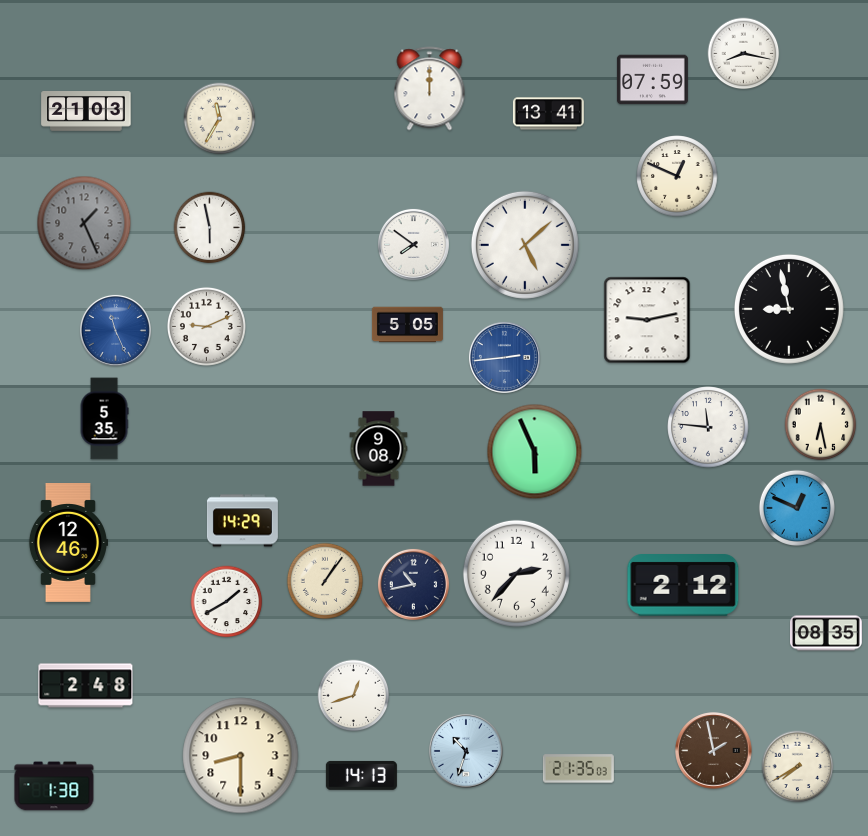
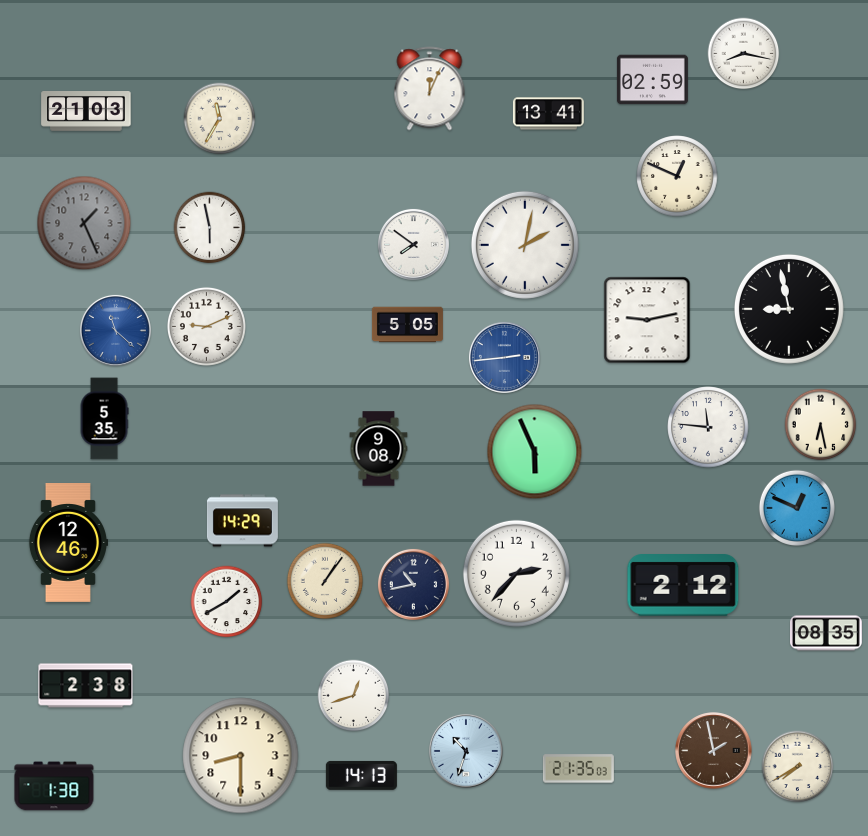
clock at (652, 80): 07:59 -> 02:59
clock at (430, 89): 12:00 -> 12:04
clock at (525, 245): 5:08 -> 2:02
clock at (115, 330): 11:26 -> 11:22
clock at (86, 686): 2:48 -> 2:38
